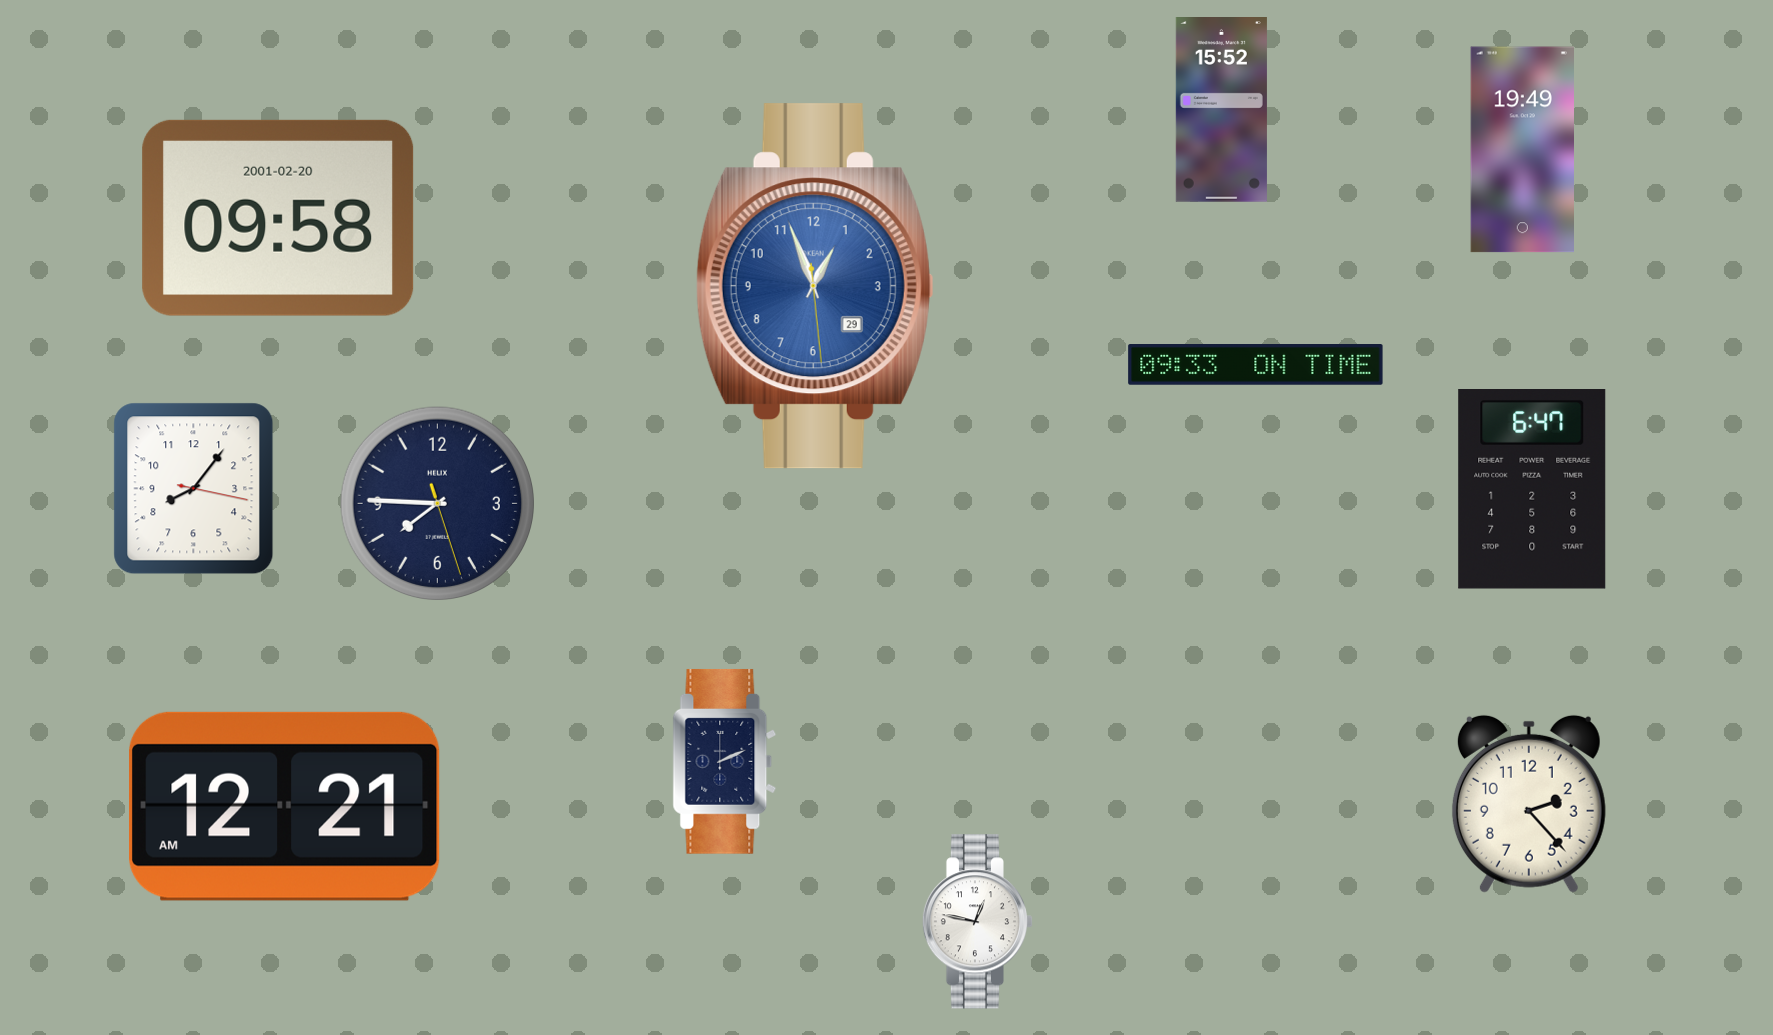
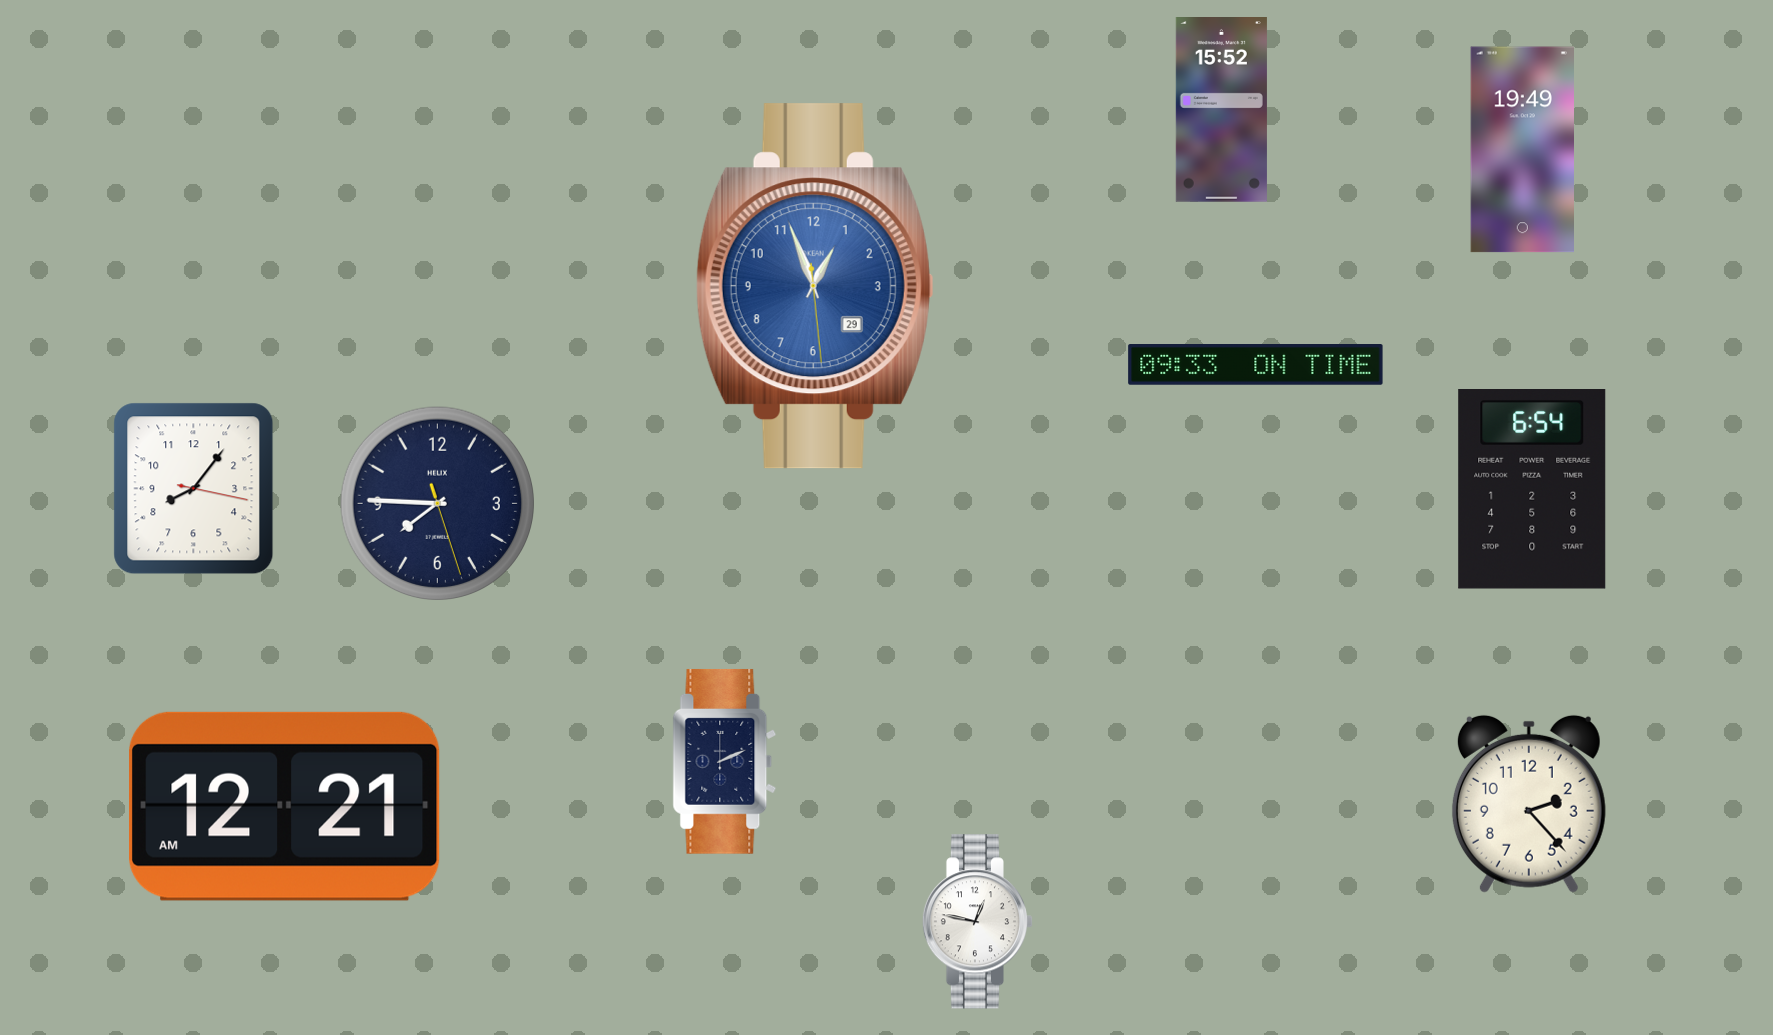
clock at (278, 218): 09:58 -> none
clock at (1532, 490): 6:47 -> 6:54
